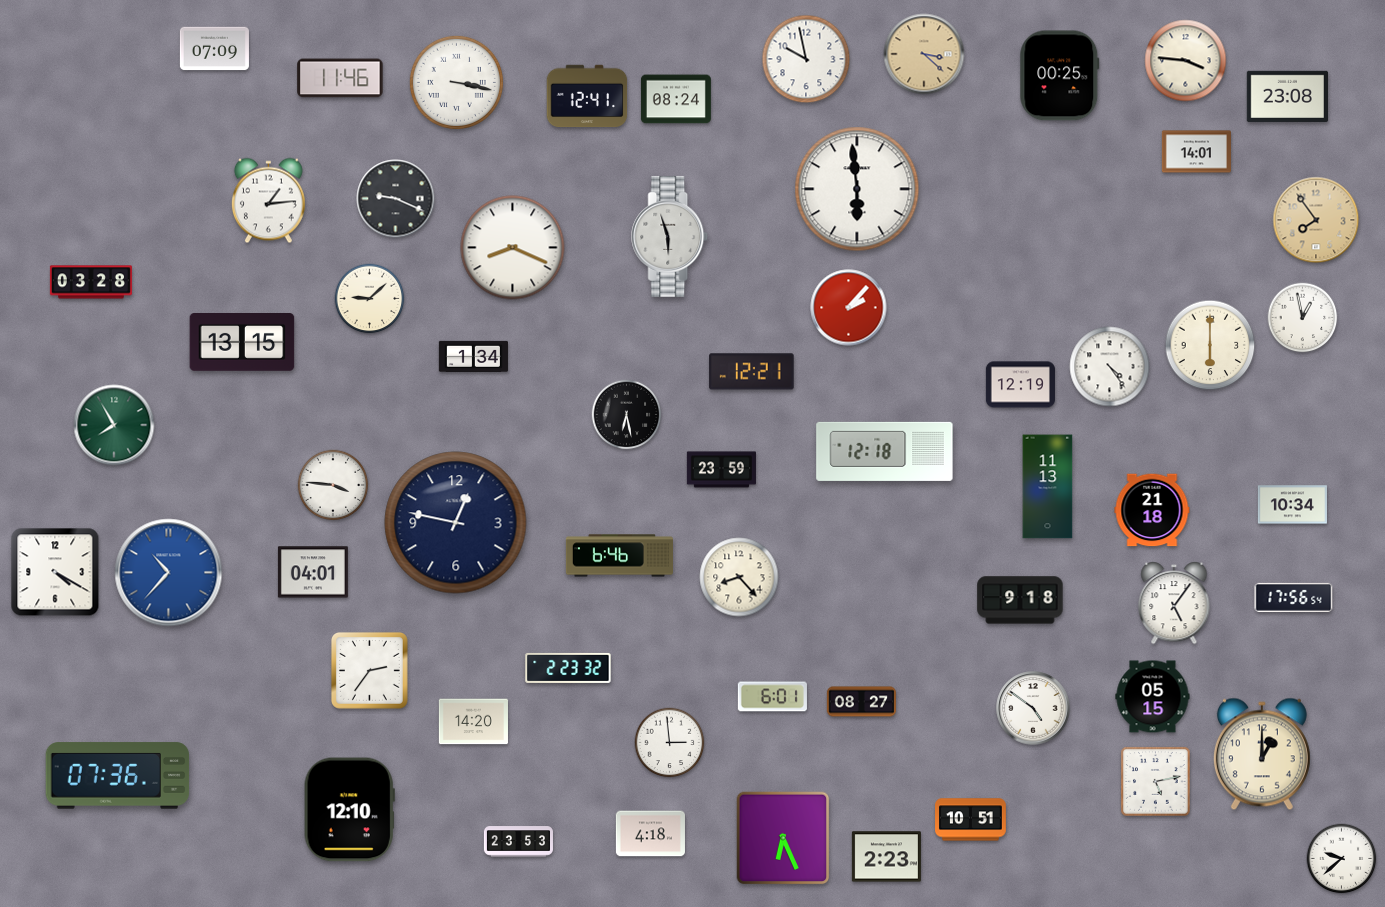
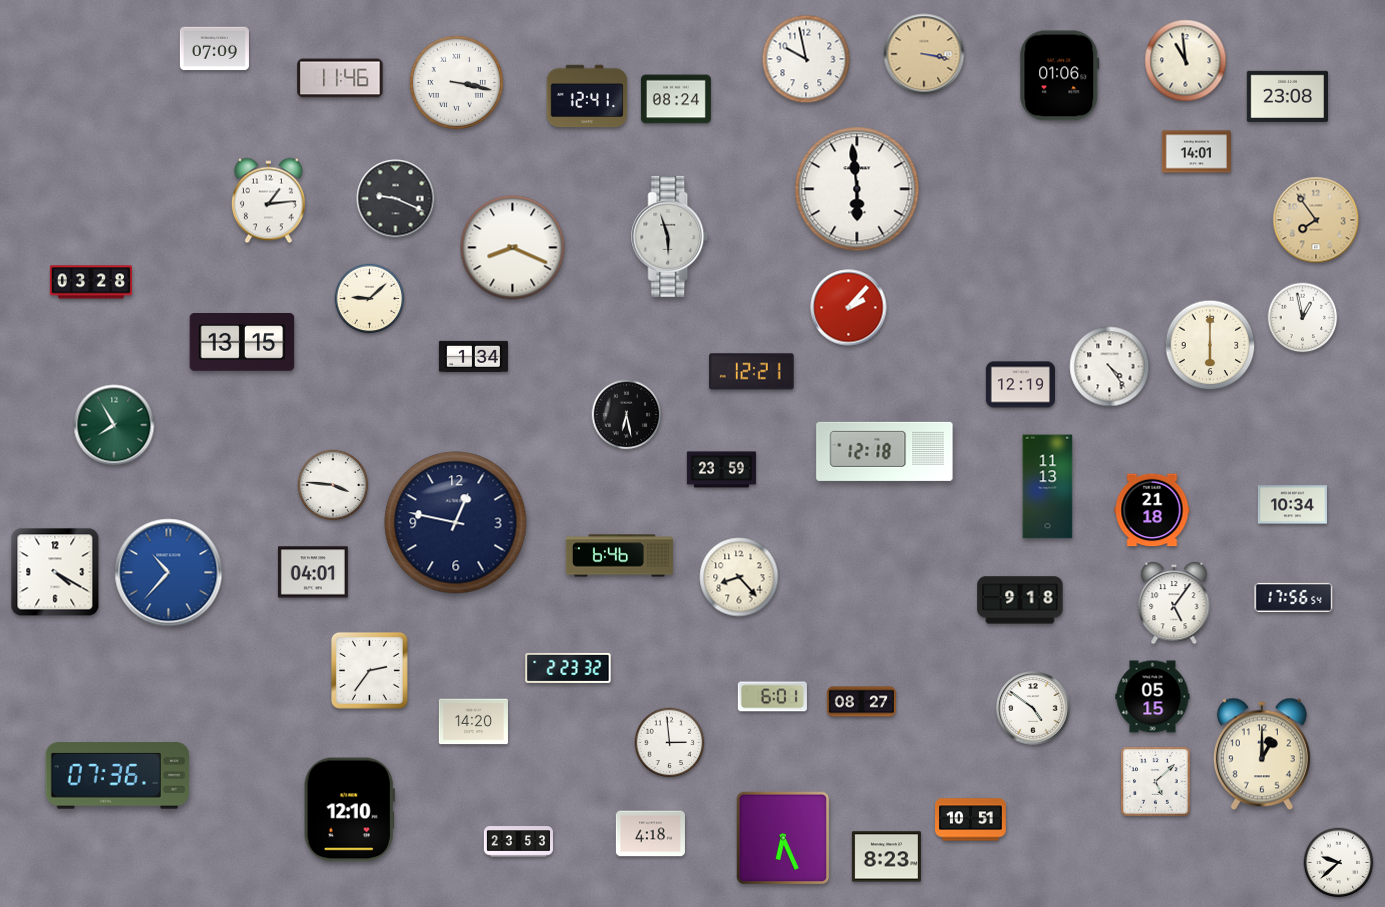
clock at (924, 54): 3:22 -> 3:17
clock at (1186, 61): 3:46 -> 10:59
clock at (1060, 76): 00:25 -> 01:06
clock at (1156, 782): 5:13 -> 5:08
clock at (886, 857): 2:23 -> 8:23
clock at (1342, 859) position: (1342, 859) -> (1339, 863)
